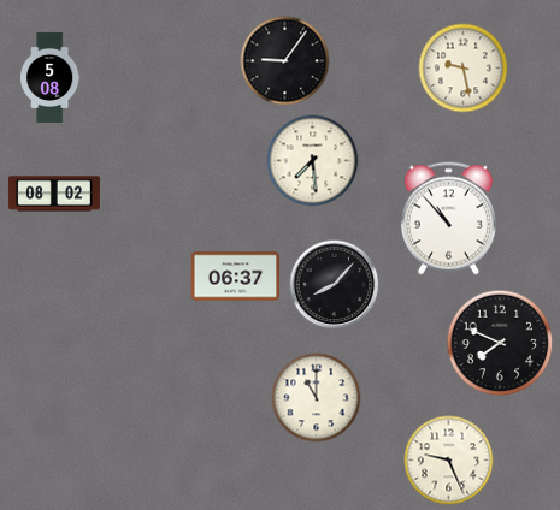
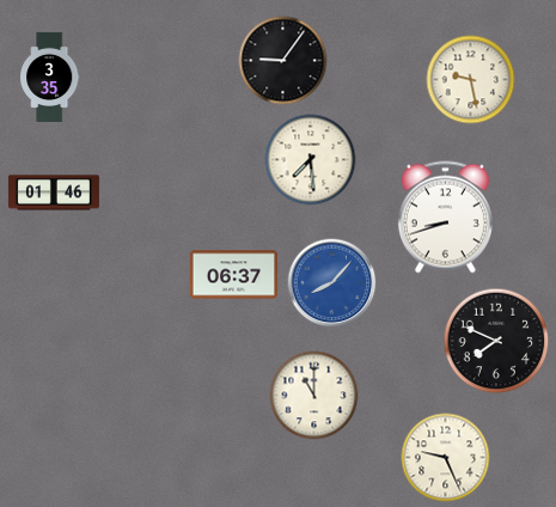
clock at (464, 69) position: (464, 69) -> (471, 80)
clock at (51, 77): 5:08 -> 3:35
clock at (54, 194): 08:02 -> 01:46
clock at (448, 219): 10:53 -> 8:42
clock at (335, 285) dial: black -> blue
